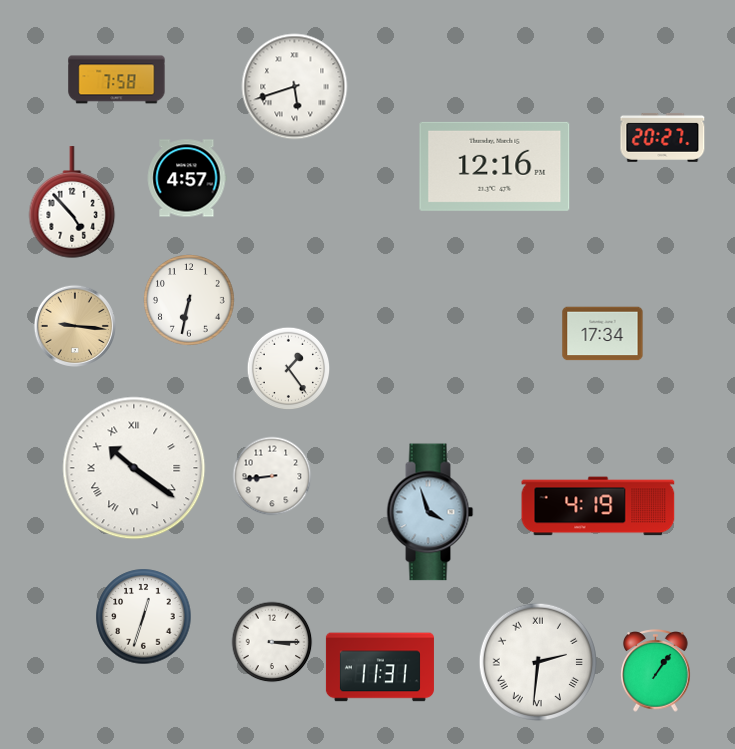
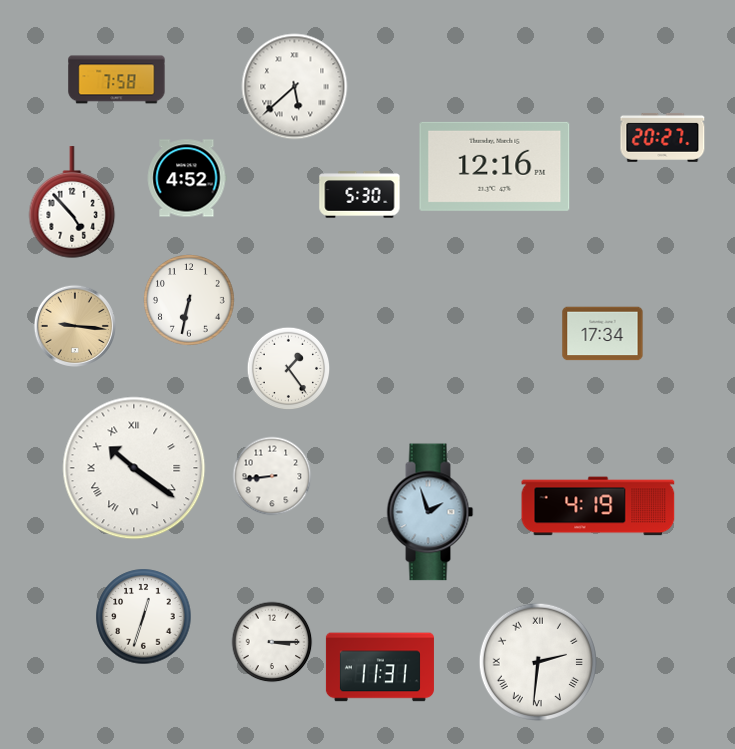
clock at (295, 87): 5:42 -> 5:38
clock at (187, 178): 4:57 -> 4:52
clock at (360, 195): none -> 5:30
clock at (430, 512): 3:57 -> 1:57
clock at (656, 671): 1:06 -> none
